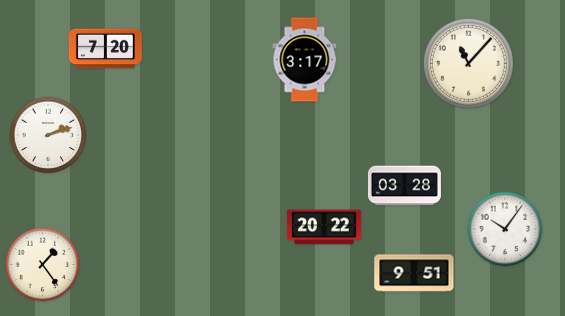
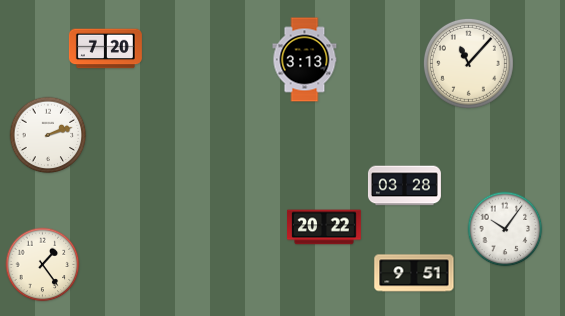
clock at (305, 60): 3:17 -> 3:13
